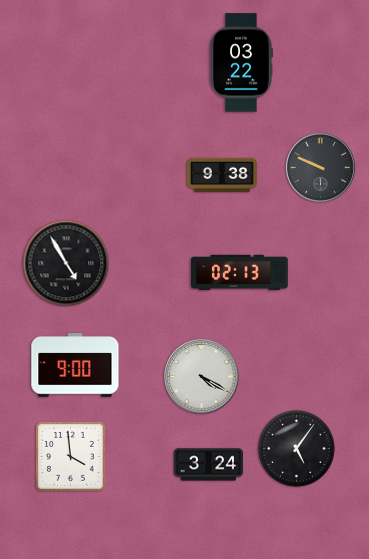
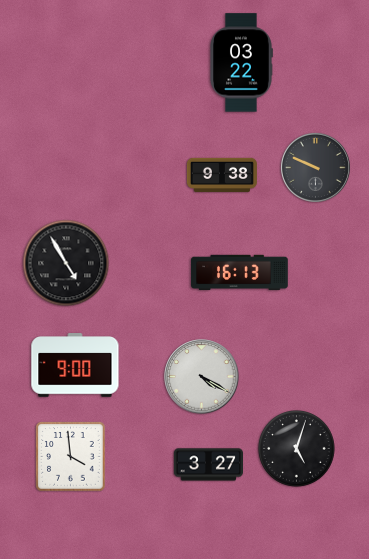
clock at (320, 167) position: (320, 167) -> (315, 167)
clock at (240, 272): 02:13 -> 16:13
clock at (297, 449): 5:06 -> 5:03
clock at (208, 465): 3:24 -> 3:27
